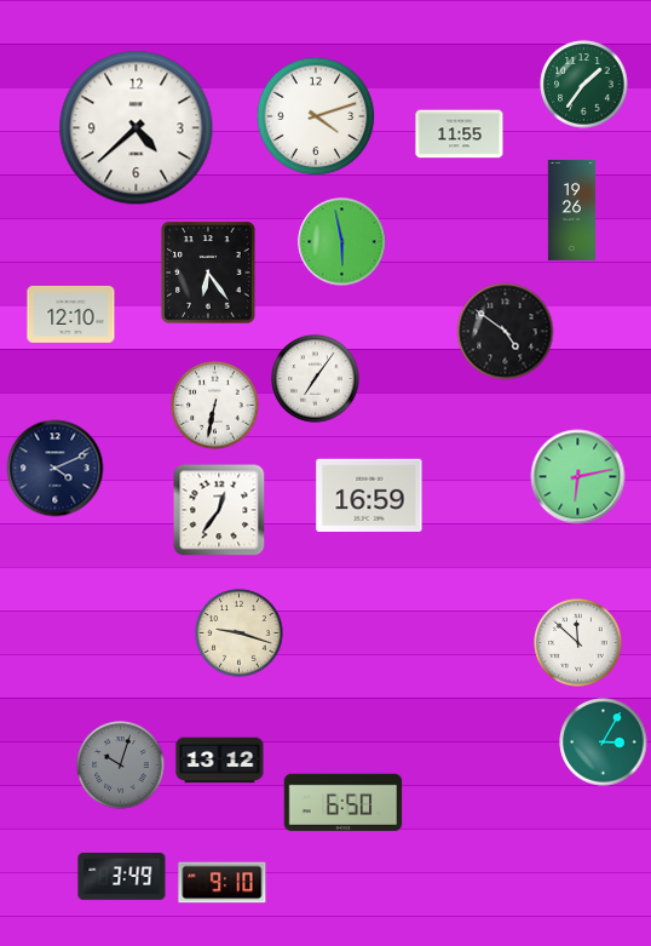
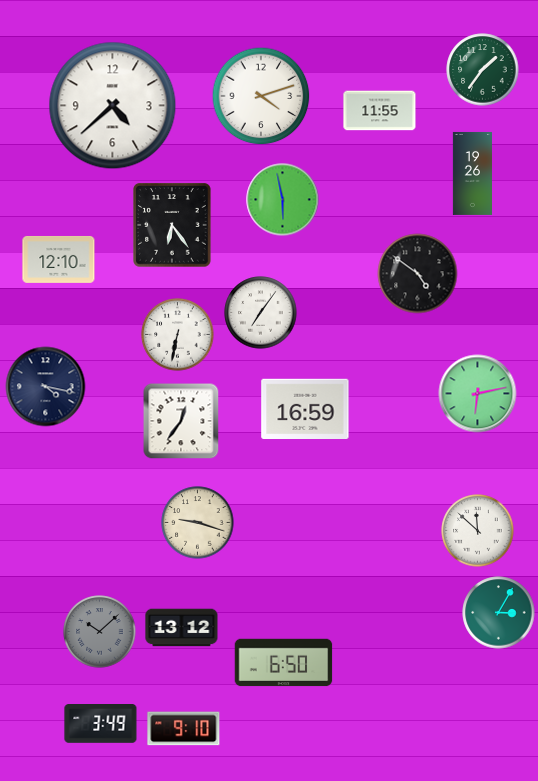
clock at (56, 469): 4:11 -> 4:17
clock at (121, 766): 10:03 -> 10:08
